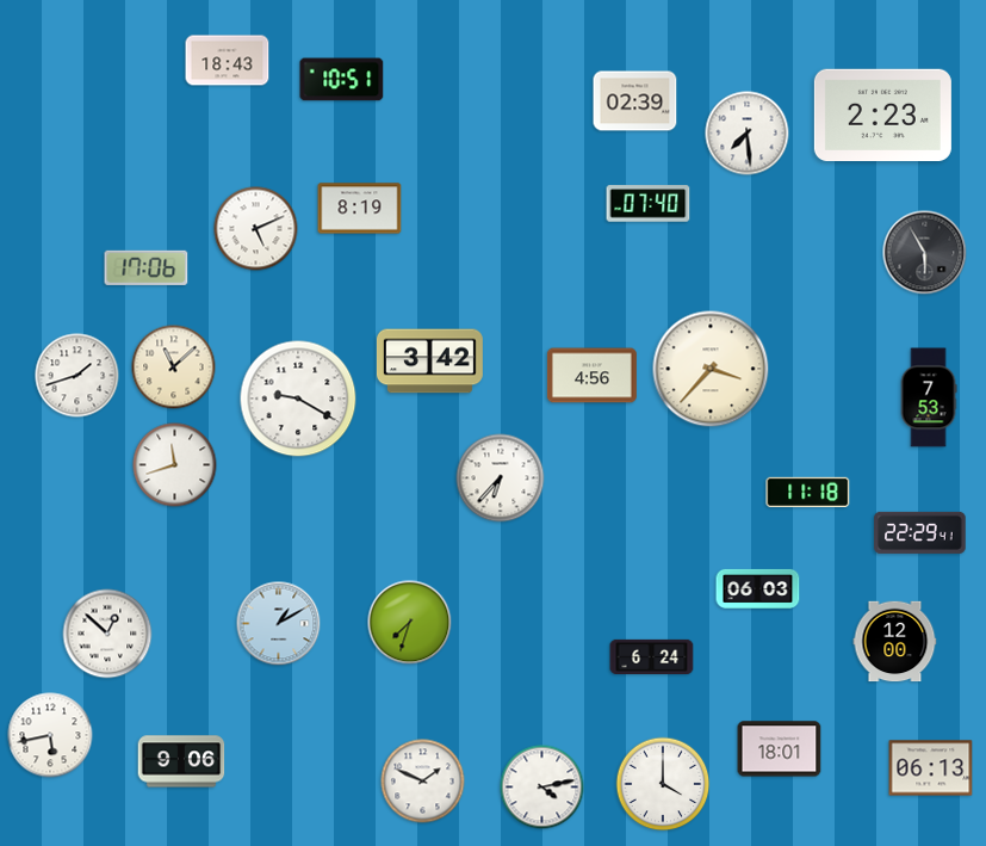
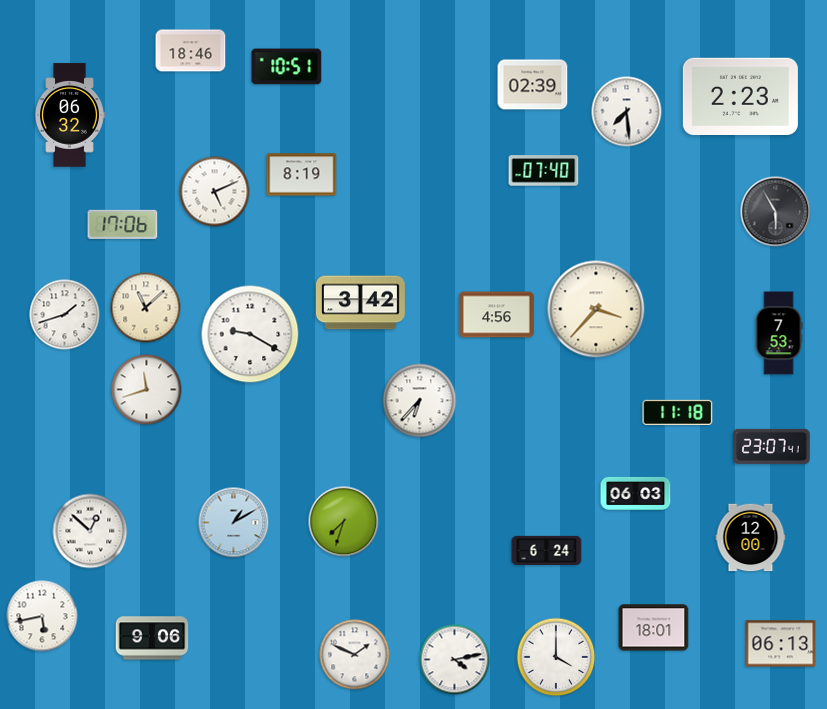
clock at (228, 61): 18:43 -> 18:46
clock at (70, 115): none -> 06:32
clock at (920, 532): 22:29 -> 23:07
